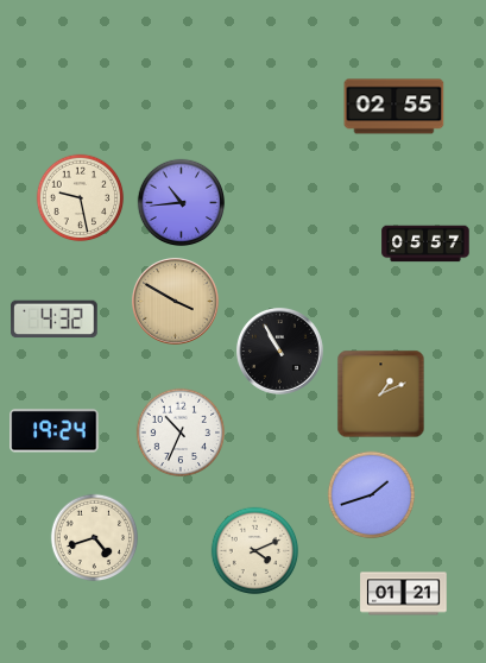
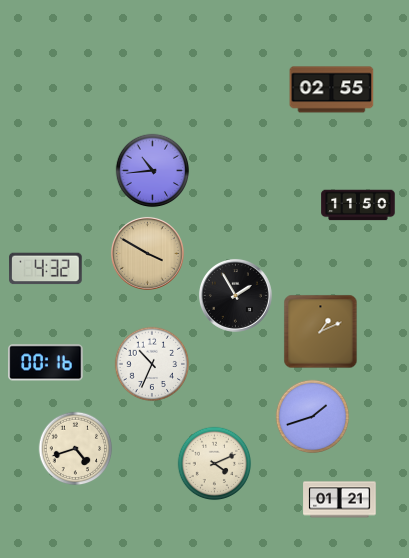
clock at (81, 198): 9:28 -> none
clock at (425, 244): 05:57 -> 11:50
clock at (279, 351): 10:55 -> 1:55
clock at (55, 431): 19:24 -> 00:16
clock at (95, 538) position: (95, 538) -> (76, 449)
